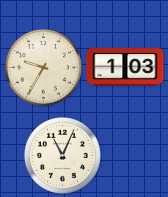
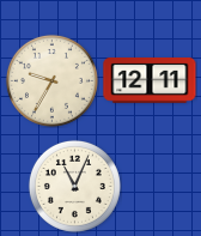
clock at (125, 68): 1:03 -> 12:11
